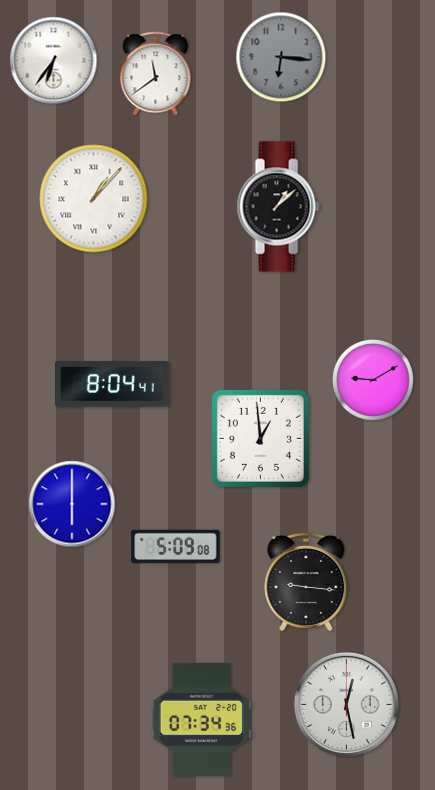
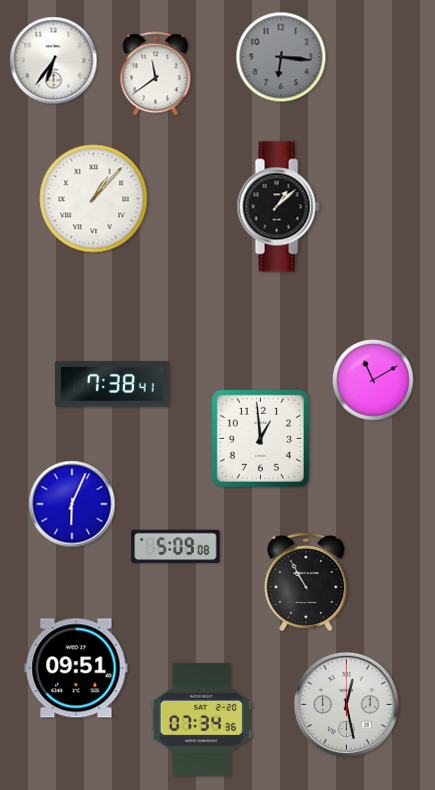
clock at (373, 380): 9:10 -> 11:10
clock at (113, 384): 8:04 -> 7:38
clock at (72, 504): 6:00 -> 6:04
clock at (306, 582): 9:16 -> 10:55
clock at (76, 668): none -> 09:51
